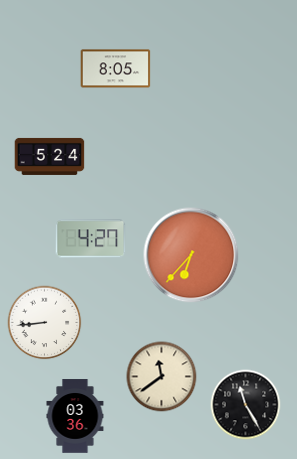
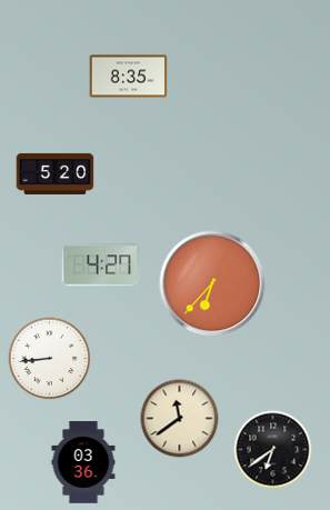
clock at (116, 69): 8:05 -> 8:35
clock at (50, 156): 5:24 -> 5:20
clock at (246, 405): 11:25 -> 6:39
